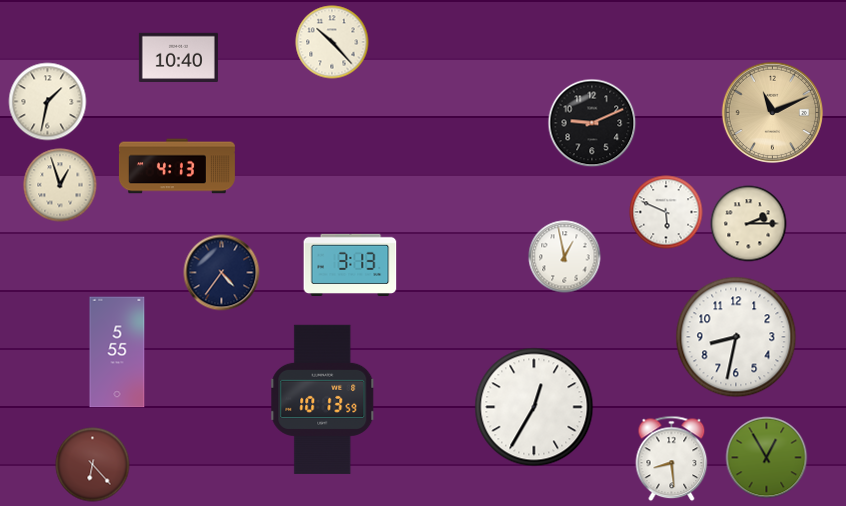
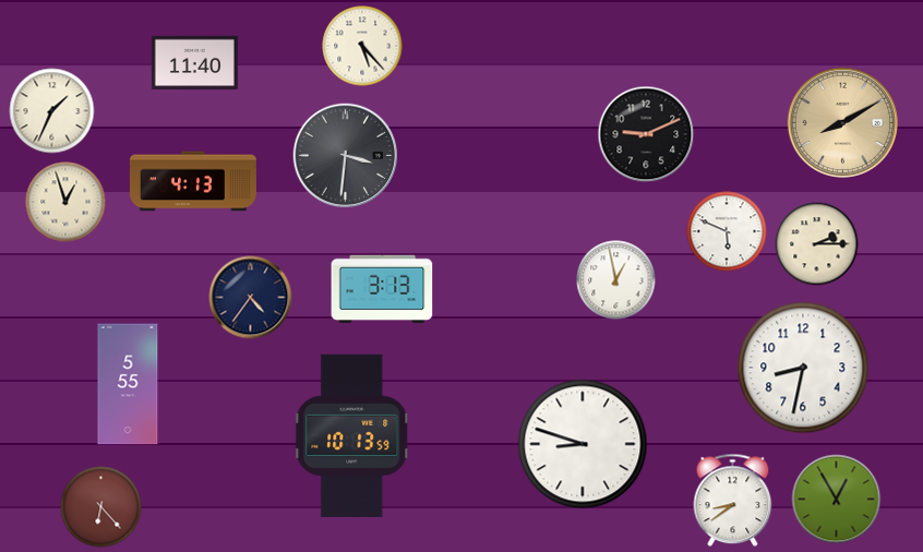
clock at (332, 42): 10:23 -> 5:23
clock at (178, 58): 10:40 -> 11:40
clock at (48, 102): 1:32 -> 1:34
clock at (772, 112): 11:11 -> 8:10
clock at (346, 156): none -> 3:31
clock at (222, 273) position: (222, 273) -> (251, 298)
clock at (534, 407): 12:35 -> 8:48
clock at (672, 459): 8:29 -> 8:39
